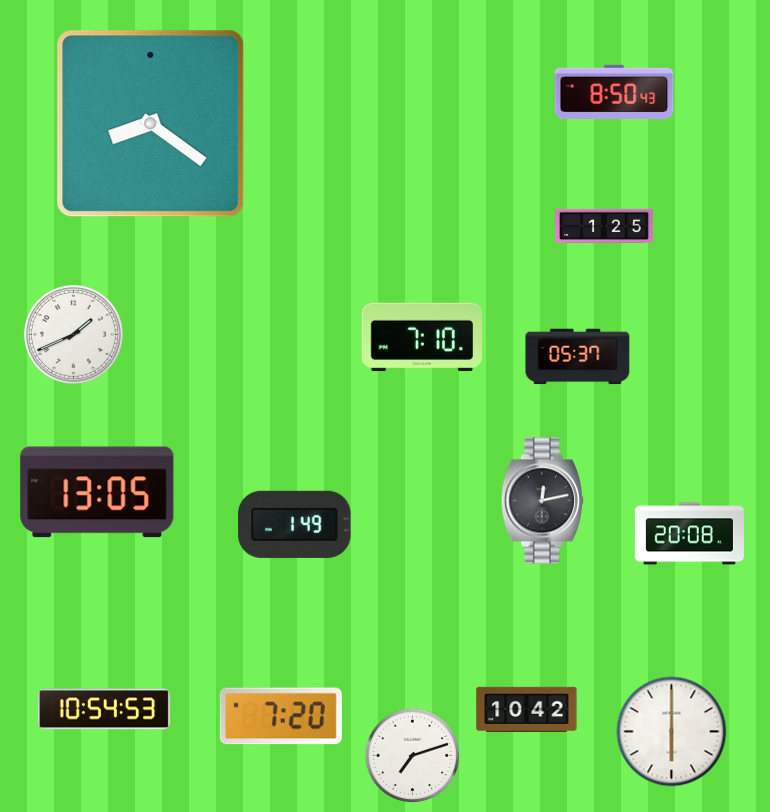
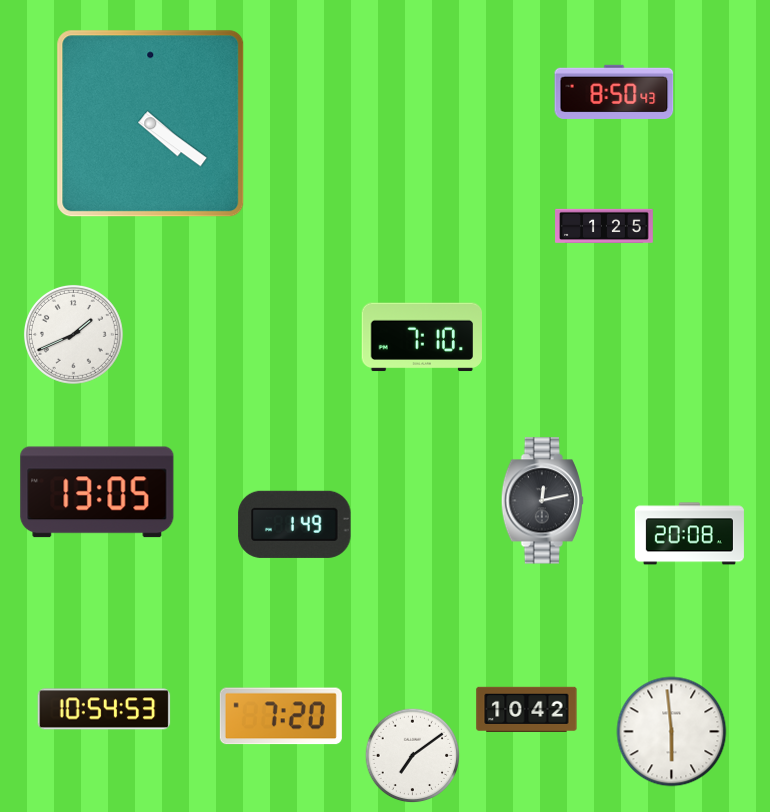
clock at (151, 124): 8:21 -> 4:21
clock at (578, 357): 05:37 -> none
clock at (672, 732): 6:00 -> 5:59
clock at (413, 756): 7:12 -> 7:09
